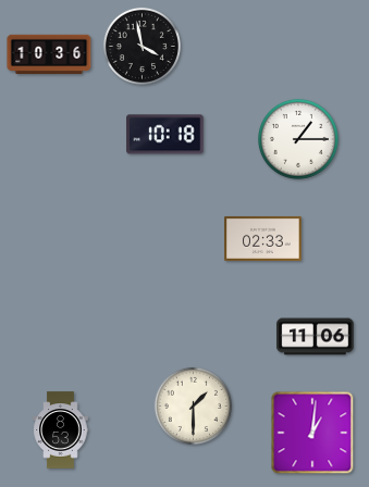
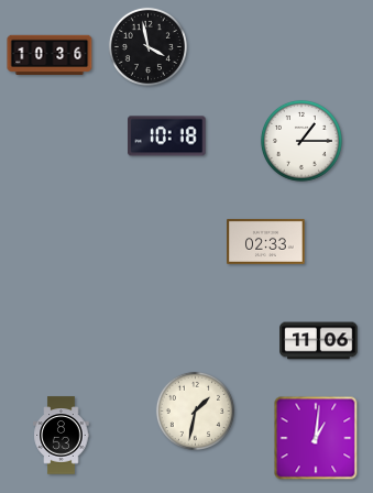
clock at (142, 46) position: (142, 46) -> (147, 46)
clock at (193, 405): 1:30 -> 1:32
